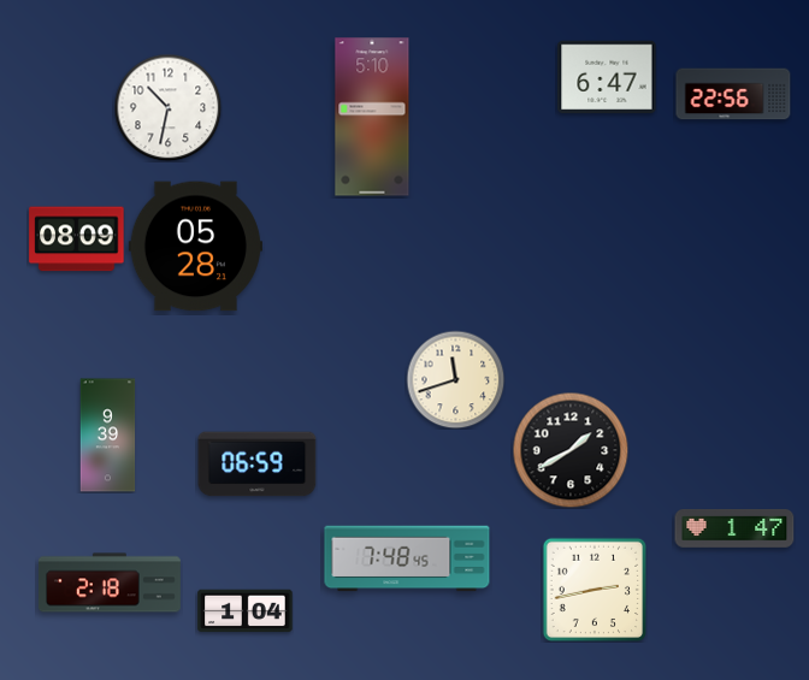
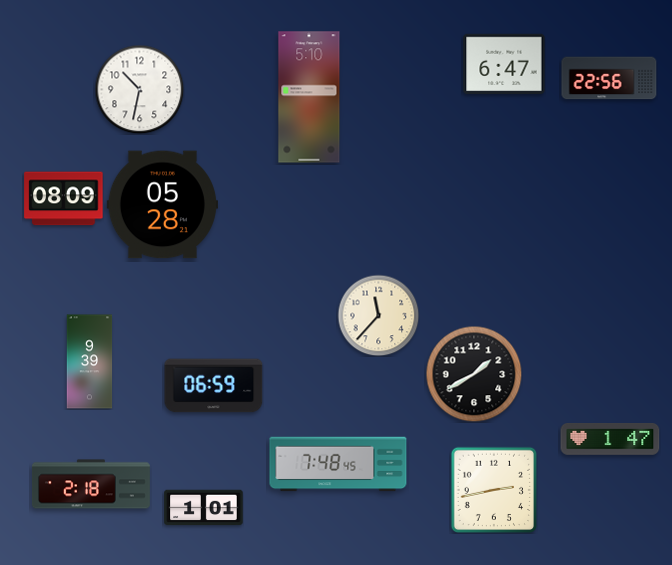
clock at (455, 379): 11:42 -> 11:37
clock at (246, 611): 1:04 -> 1:01
